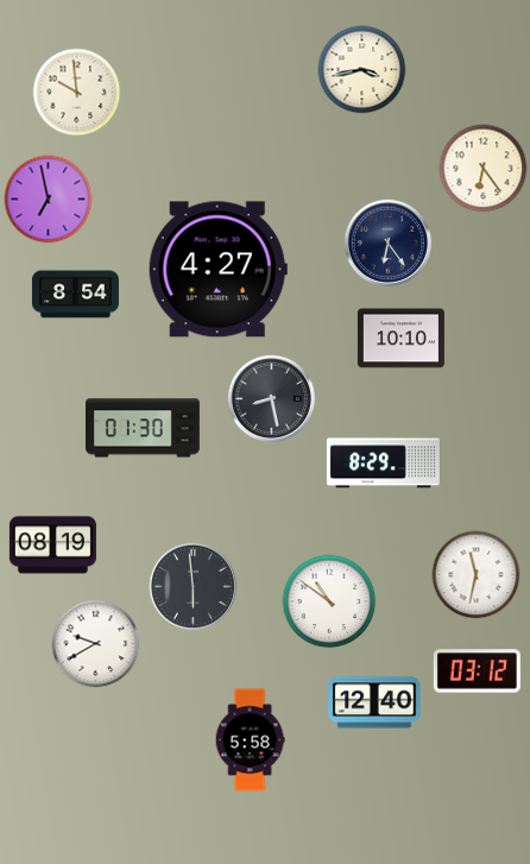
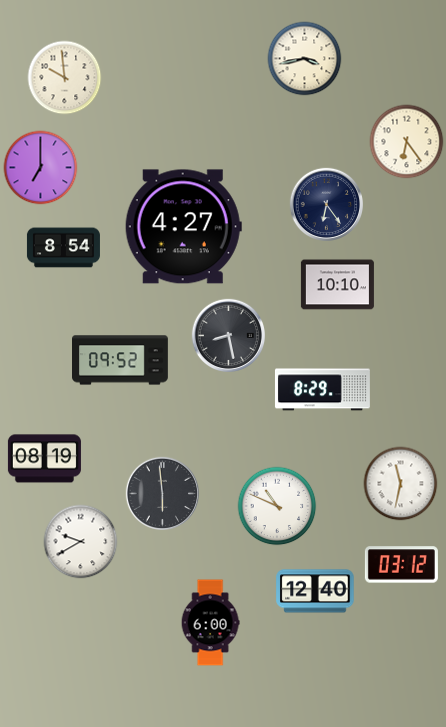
clock at (49, 200): 6:58 -> 7:00
clock at (144, 428): 01:30 -> 09:52
clock at (329, 601): 10:51 -> 10:49
clock at (250, 740): 5:58 -> 6:00
